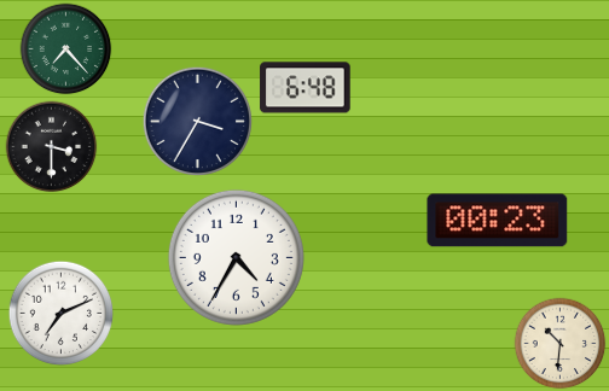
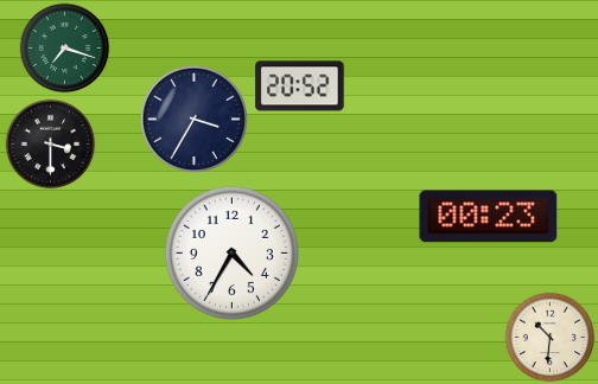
clock at (66, 49): 7:23 -> 7:18
clock at (306, 88): 6:48 -> 20:52
clock at (62, 314): 7:11 -> none
